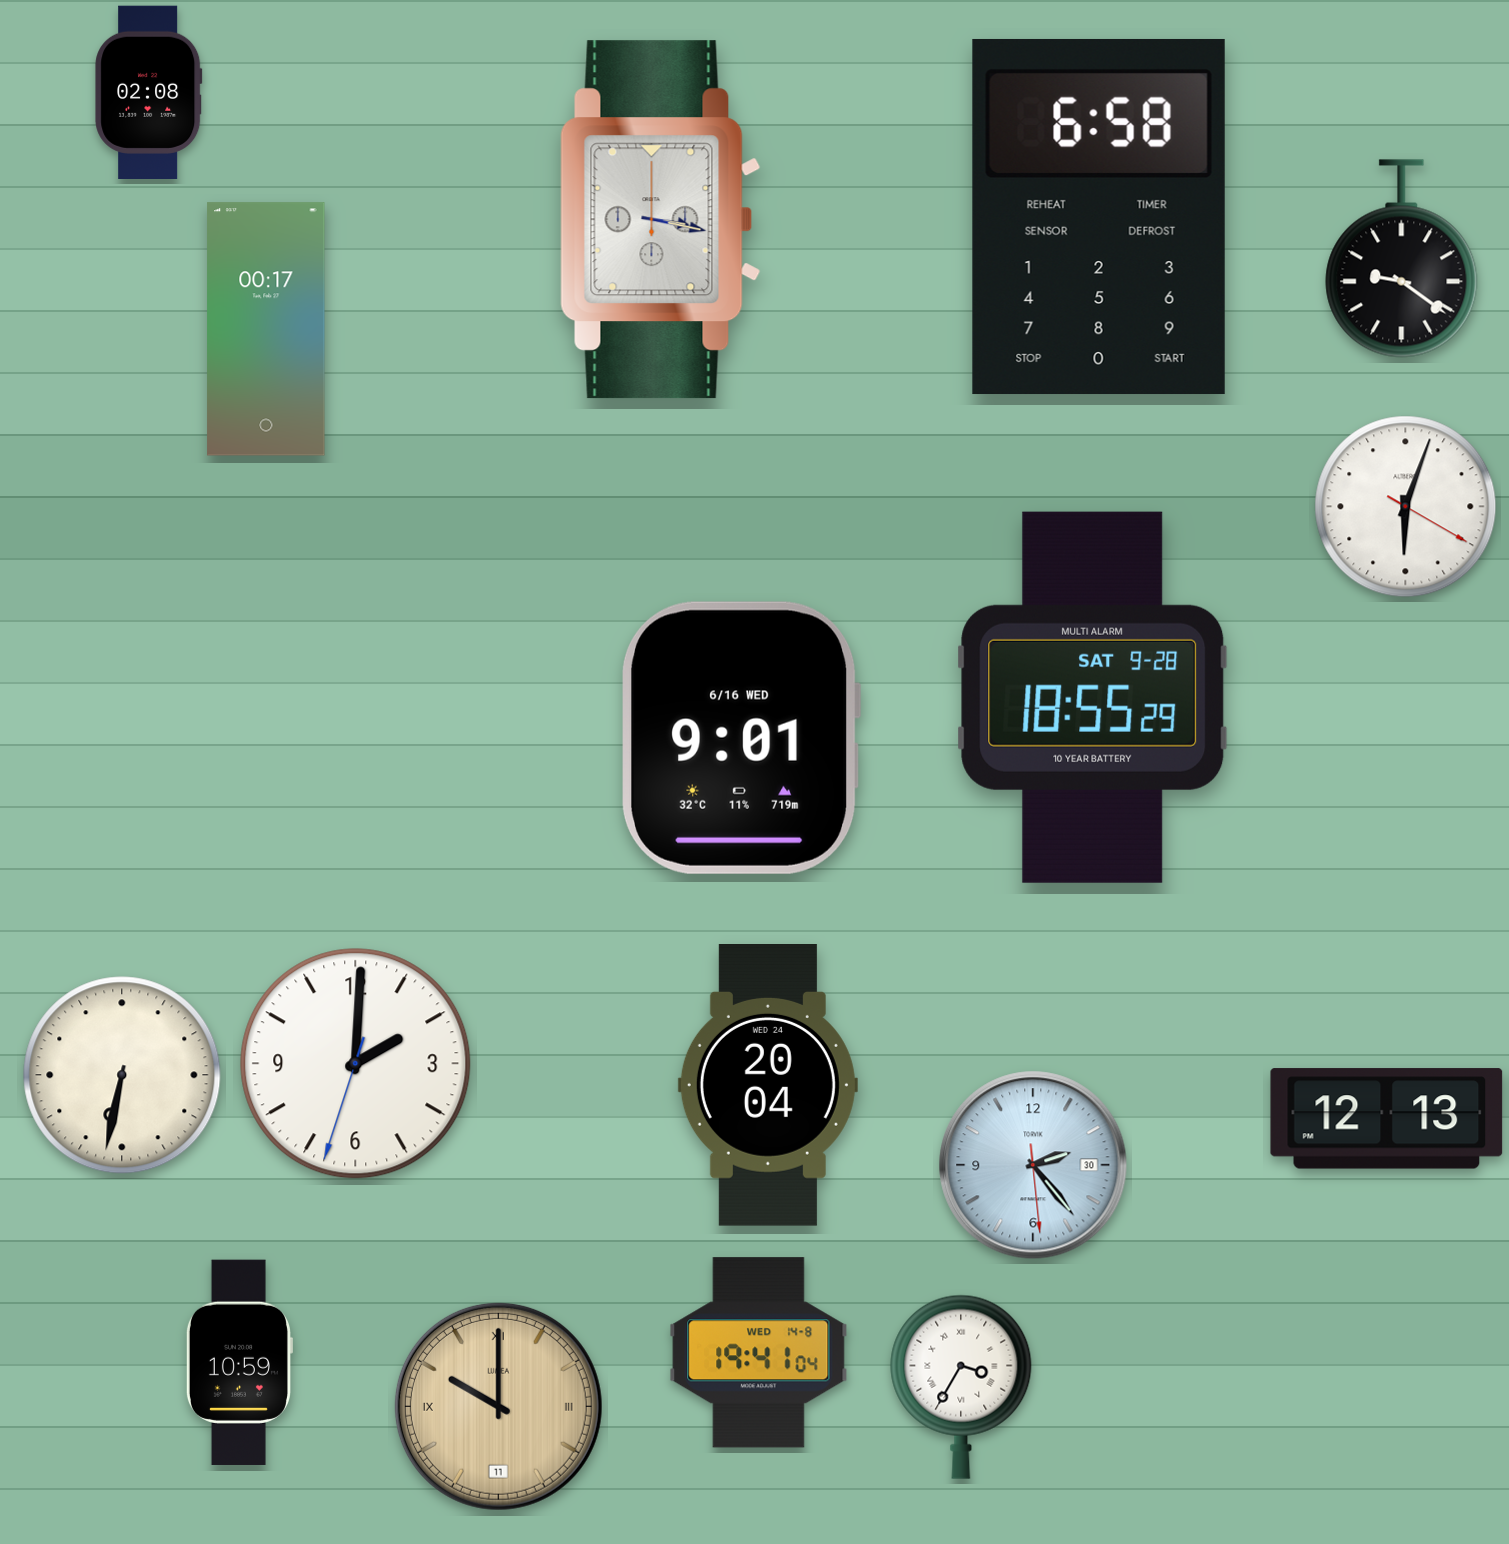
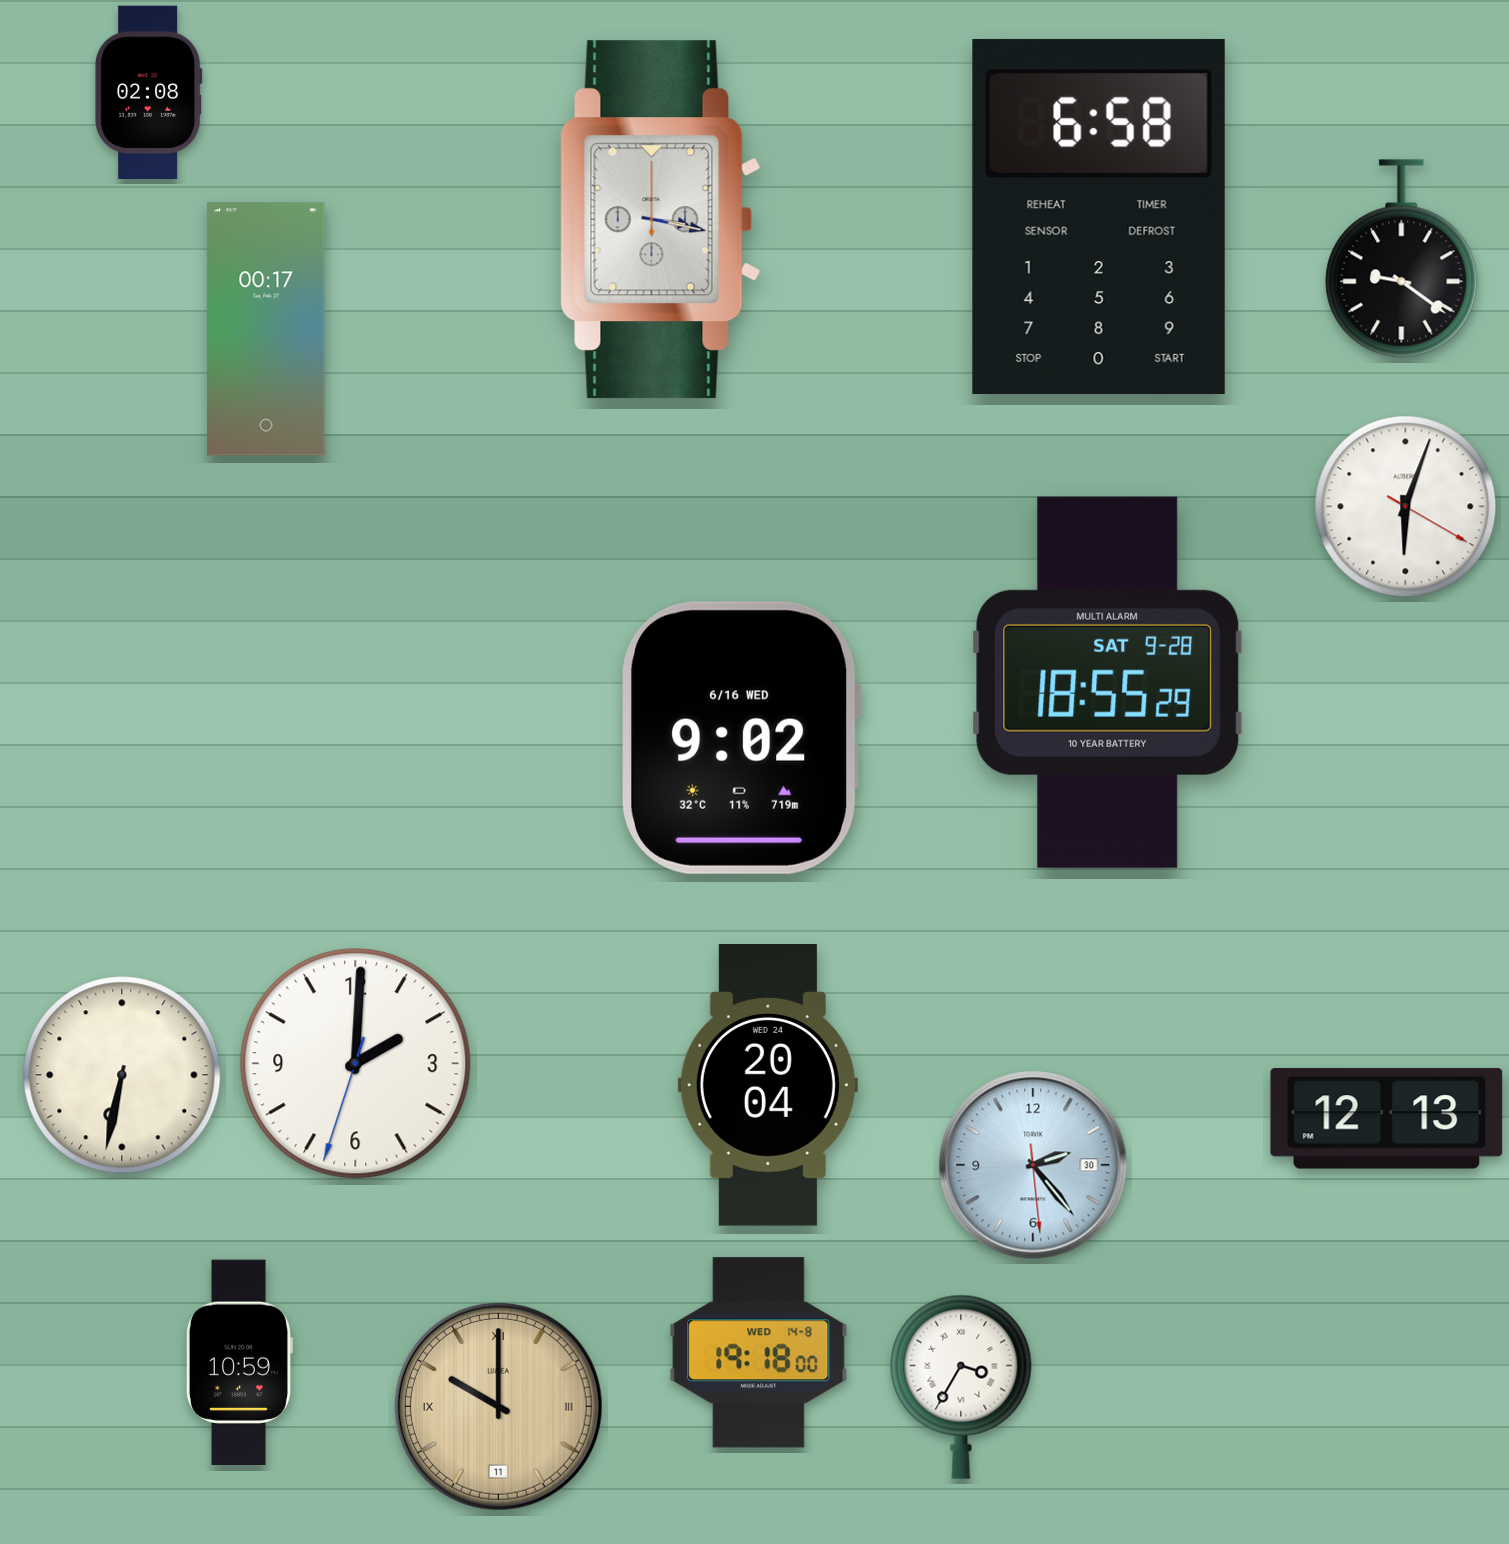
clock at (1093, 697) position: (1093, 697) -> (1108, 682)
clock at (740, 738): 9:01 -> 9:02
clock at (759, 1353): 19:41 -> 19:18
